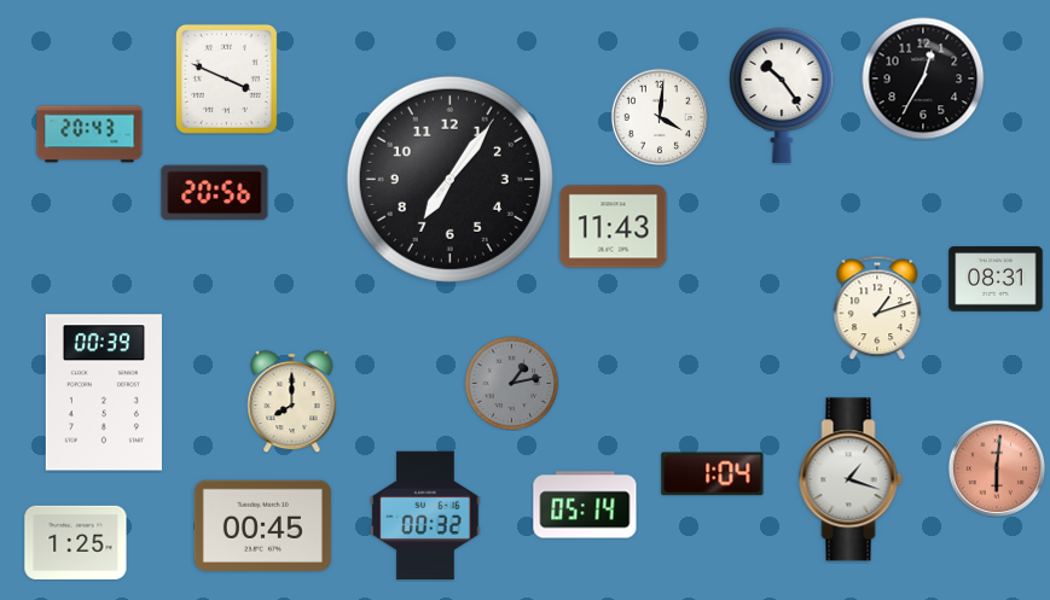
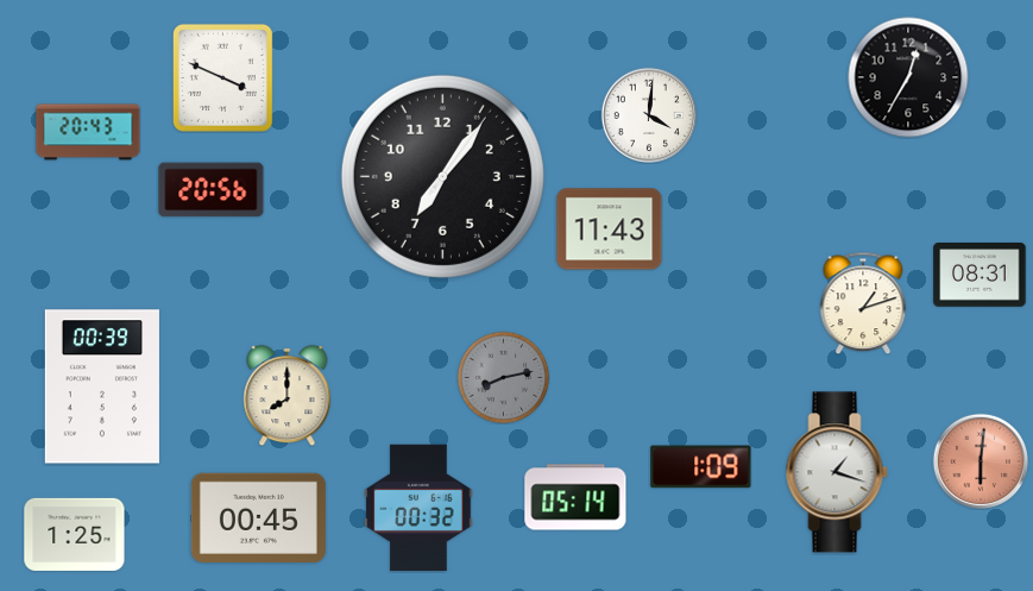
clock at (782, 94): 10:24 -> none
clock at (614, 227) position: (614, 227) -> (610, 230)
clock at (511, 383): 1:13 -> 8:13
clock at (713, 474): 1:04 -> 1:09
